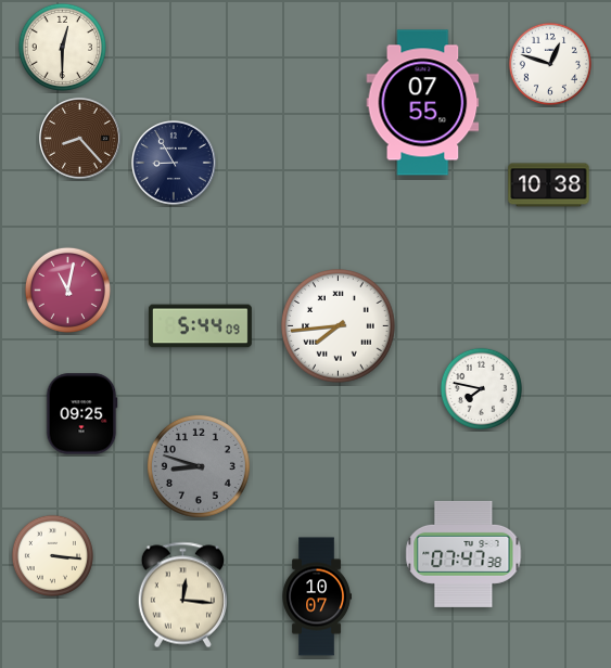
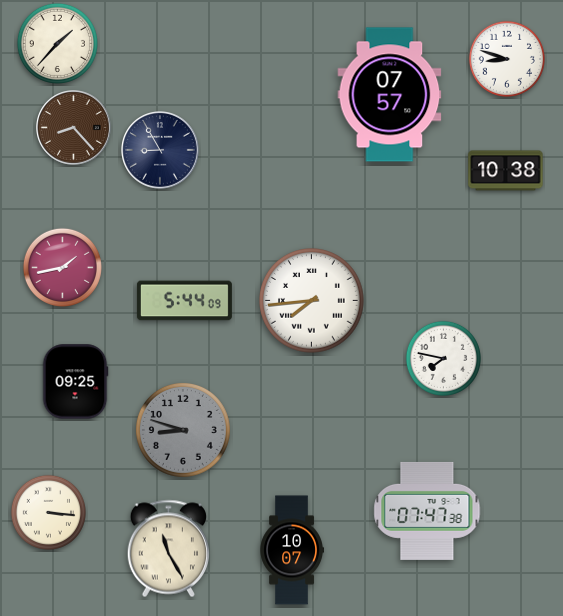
clock at (62, 47): 12:30 -> 1:37
clock at (550, 64): 12:48 -> 8:48
clock at (423, 103): 07:55 -> 07:57
clock at (67, 290): 11:02 -> 1:43
clock at (182, 595): 12:16 -> 11:25
